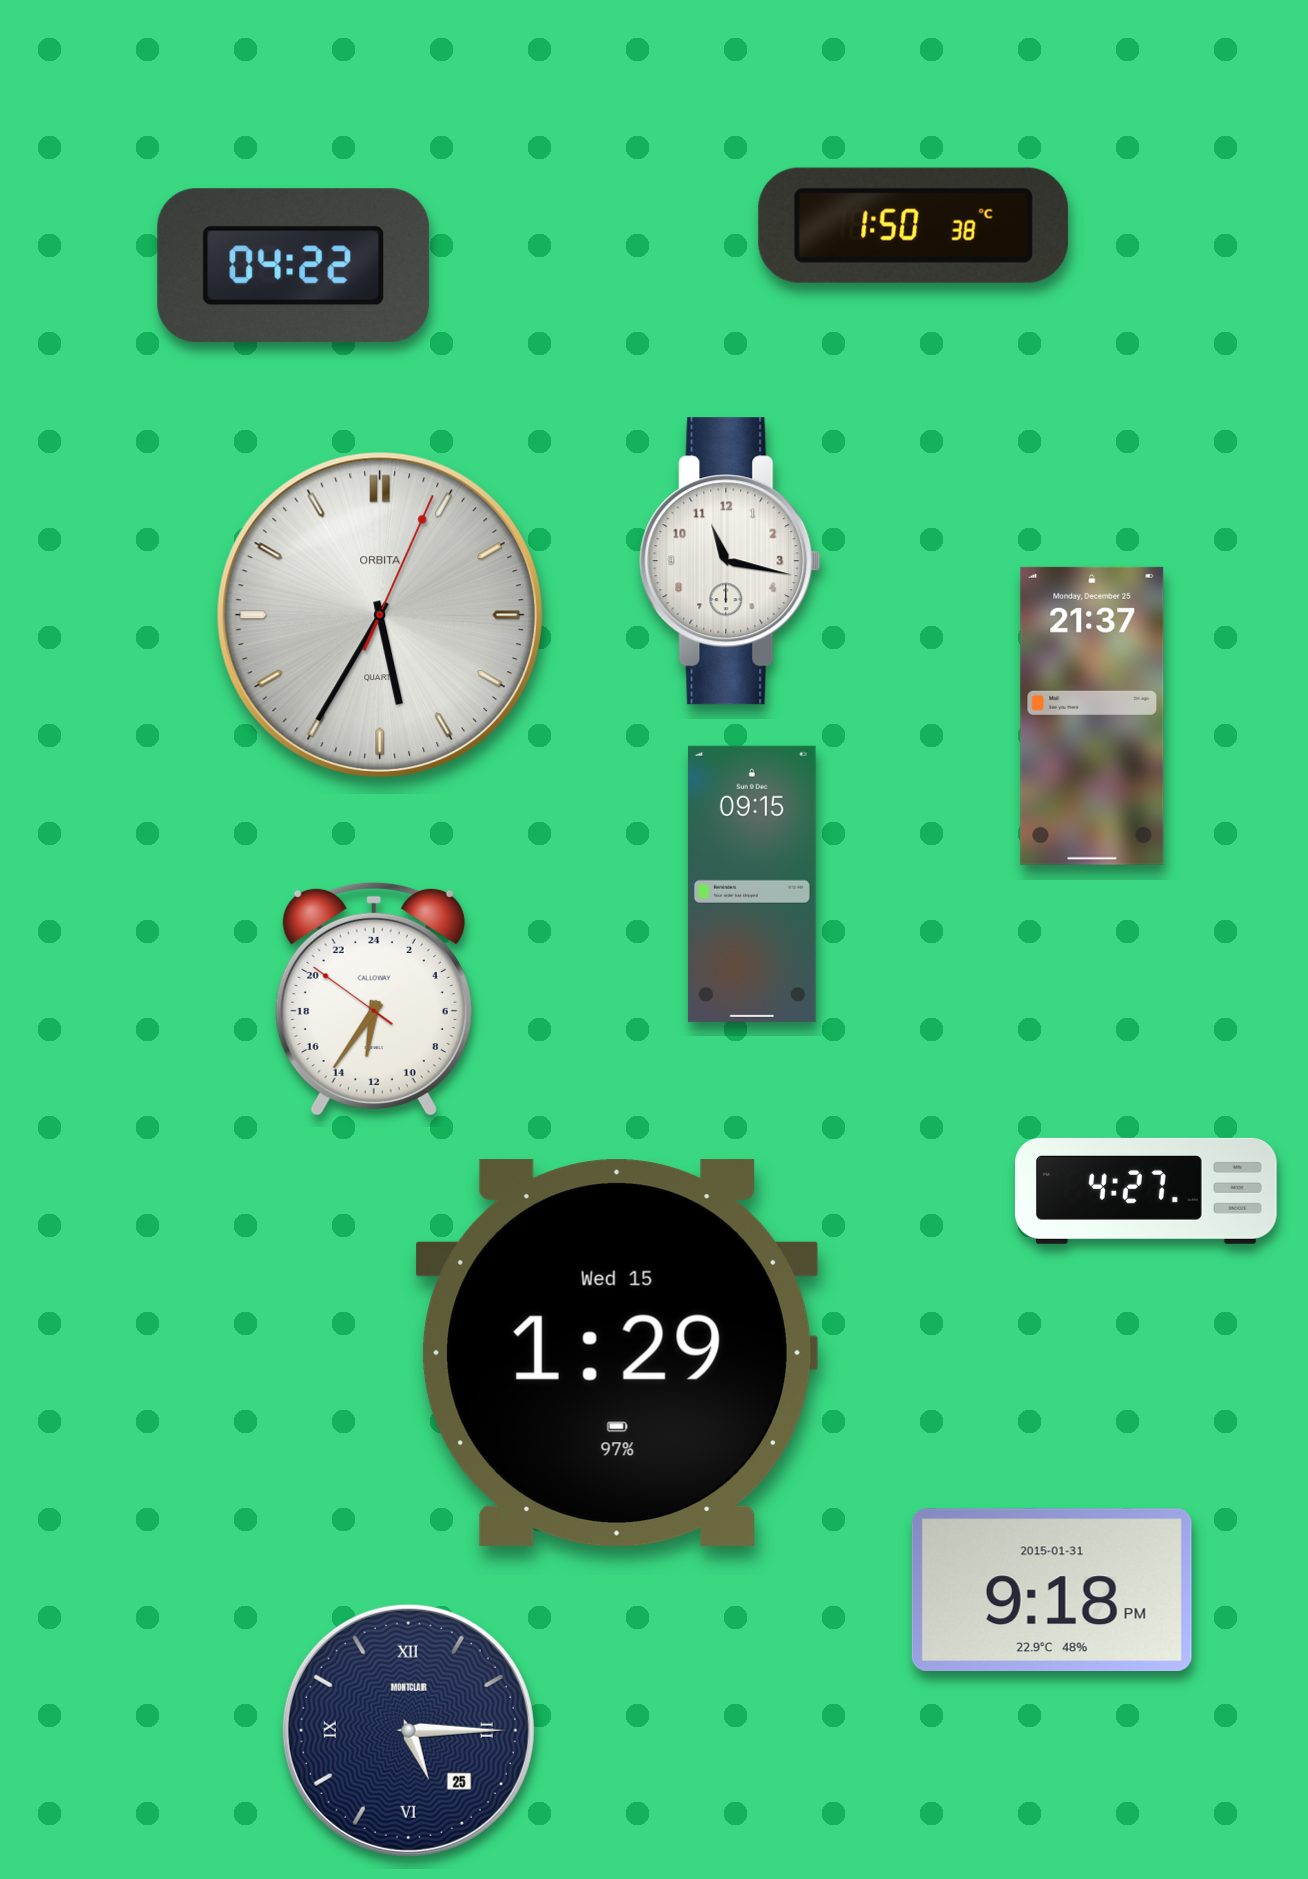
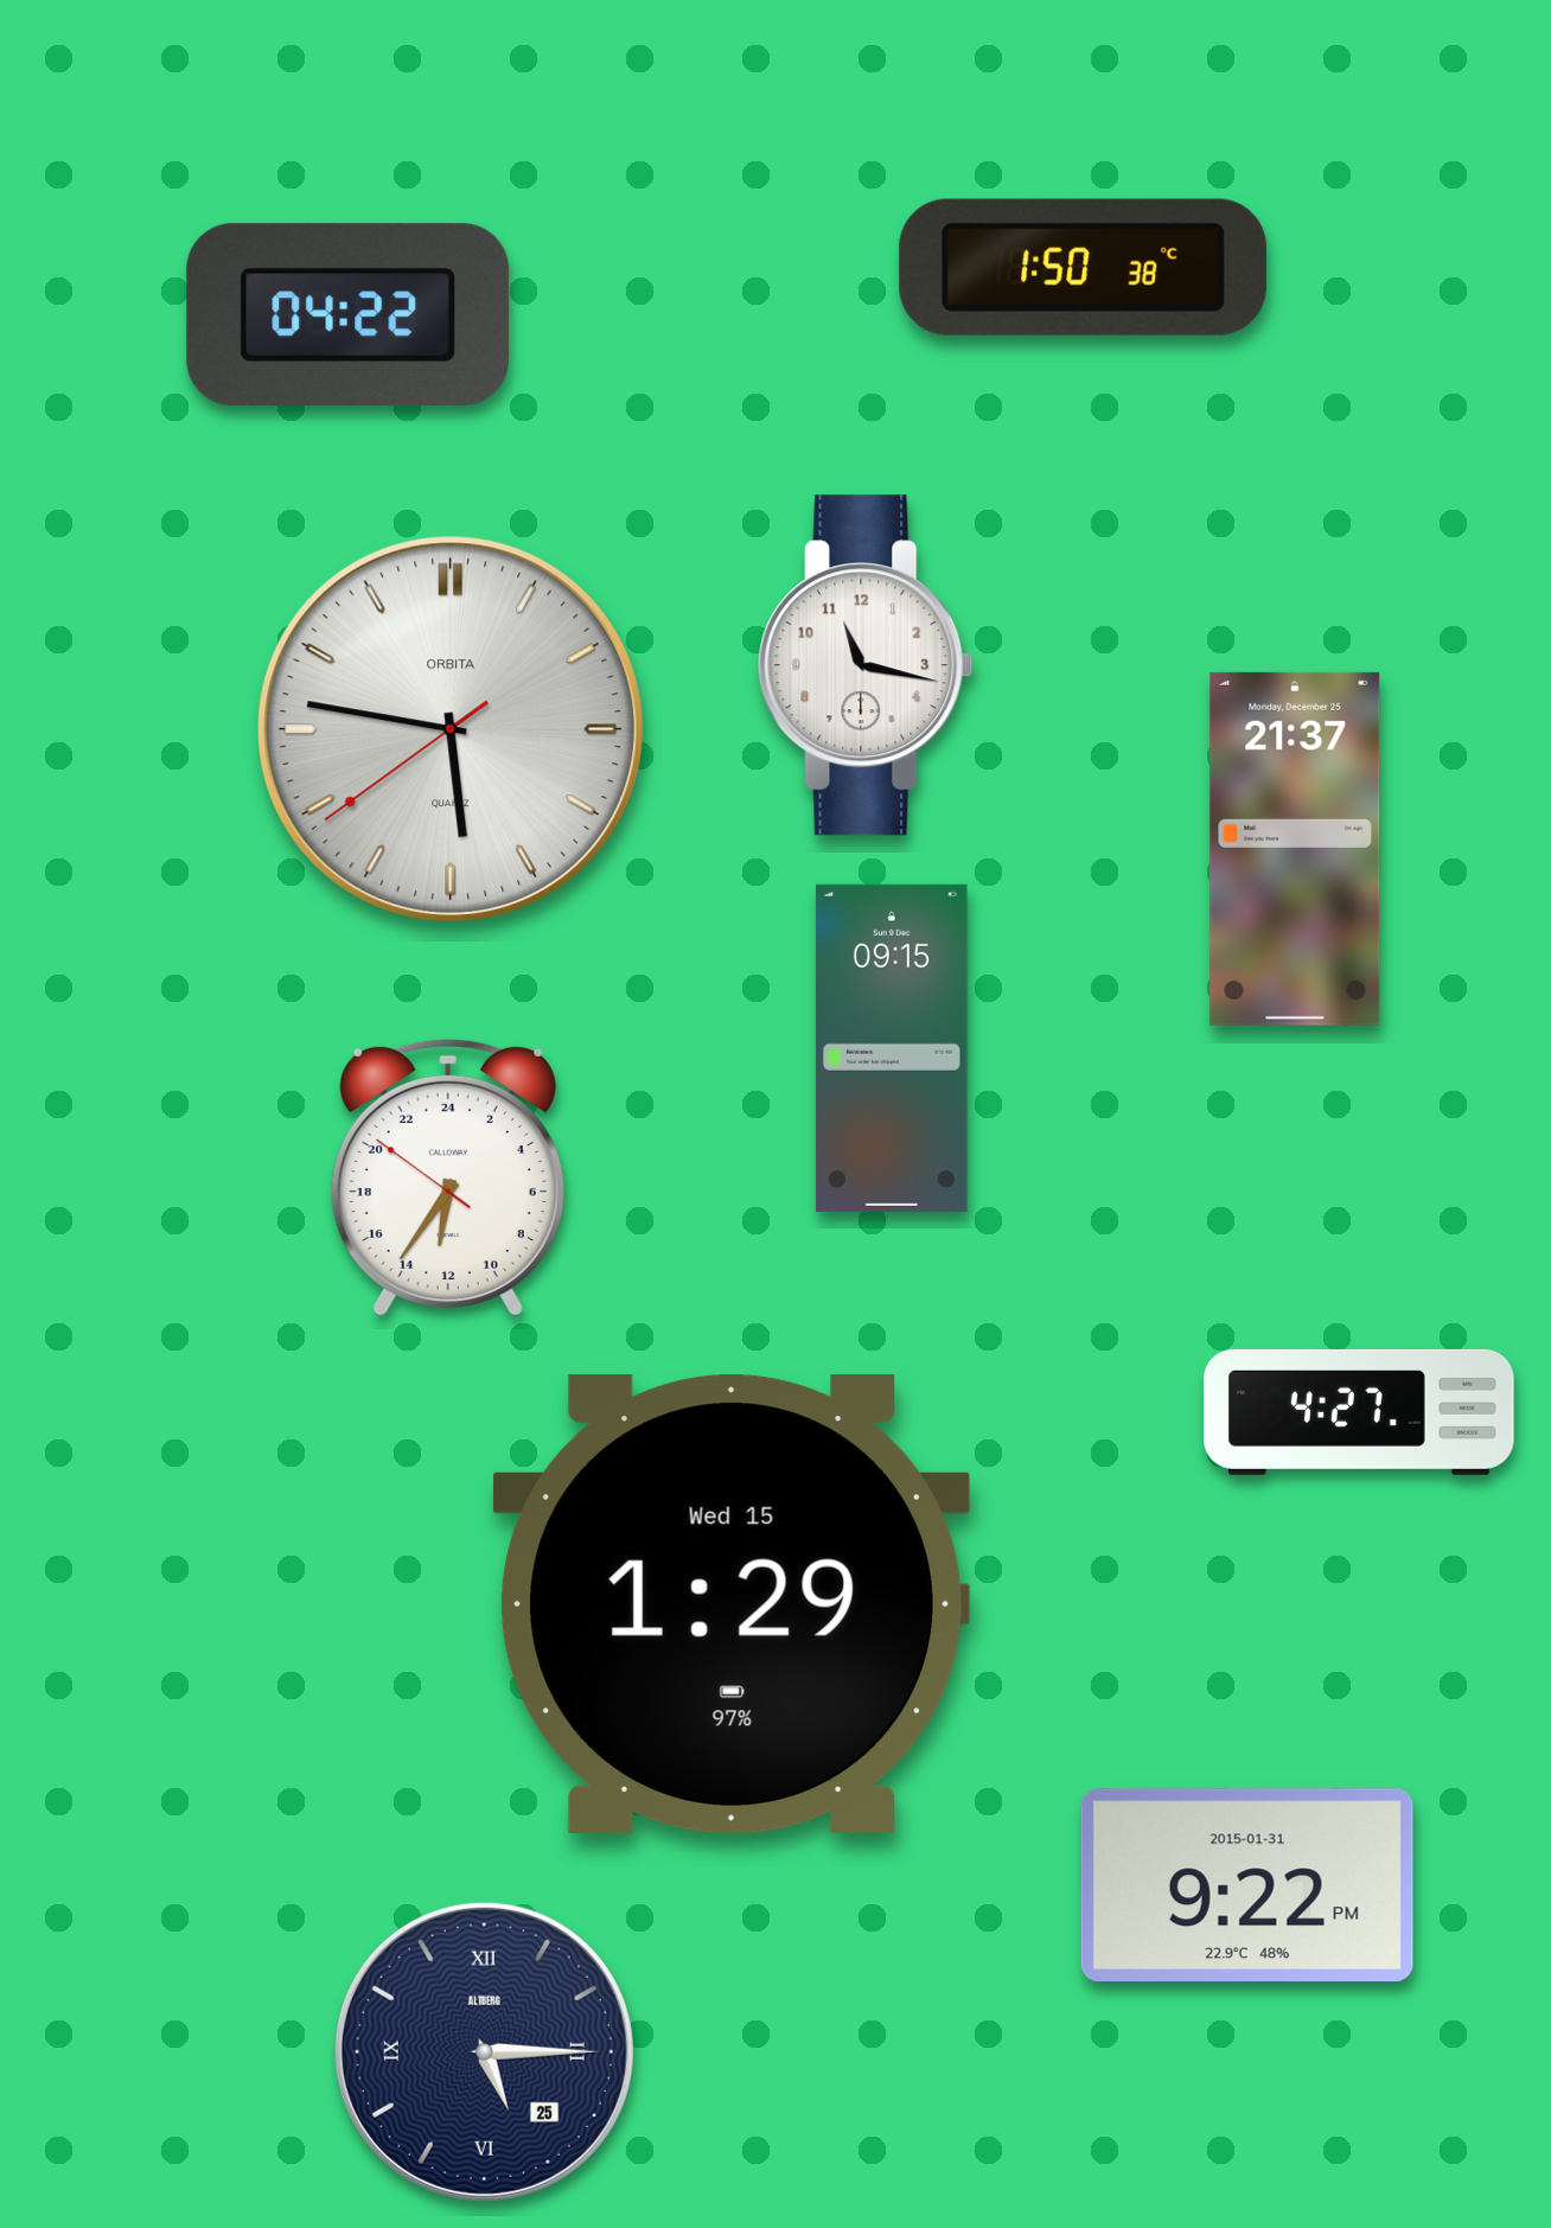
clock at (380, 615): 5:35 -> 5:46
clock at (374, 999) position: (374, 999) -> (448, 1177)
clock at (1052, 1589): 9:18 -> 9:22
clock at (408, 1730) brand: MONTCLAIR -> ALTBERG
